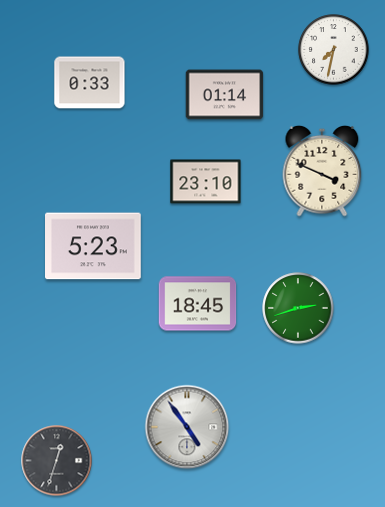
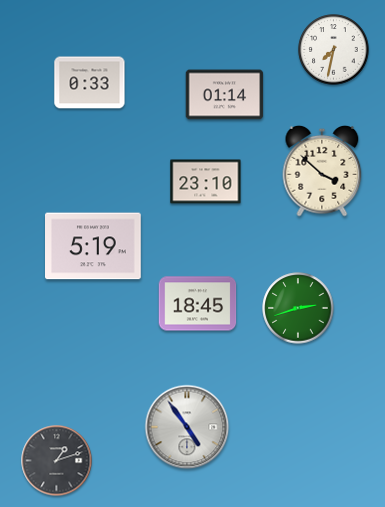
clock at (322, 171): 3:49 -> 3:52
clock at (94, 246): 5:23 -> 5:19
clock at (57, 461): 12:33 -> 1:12
